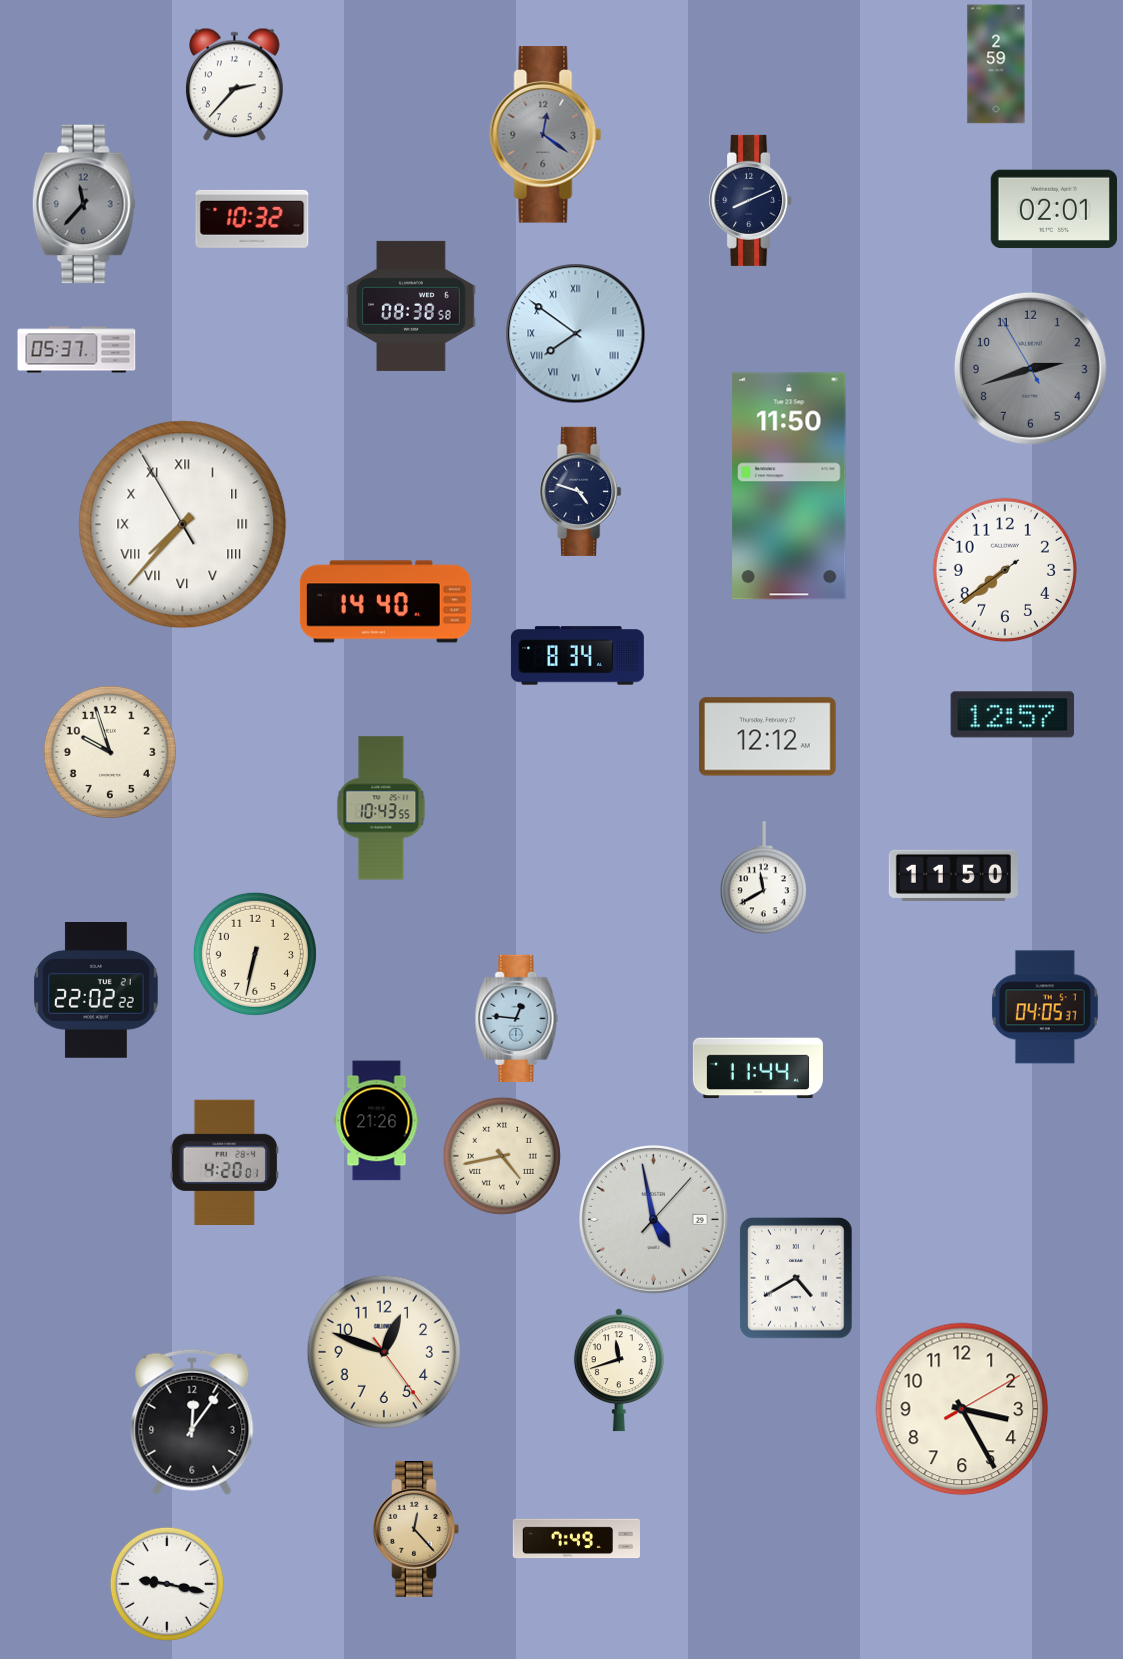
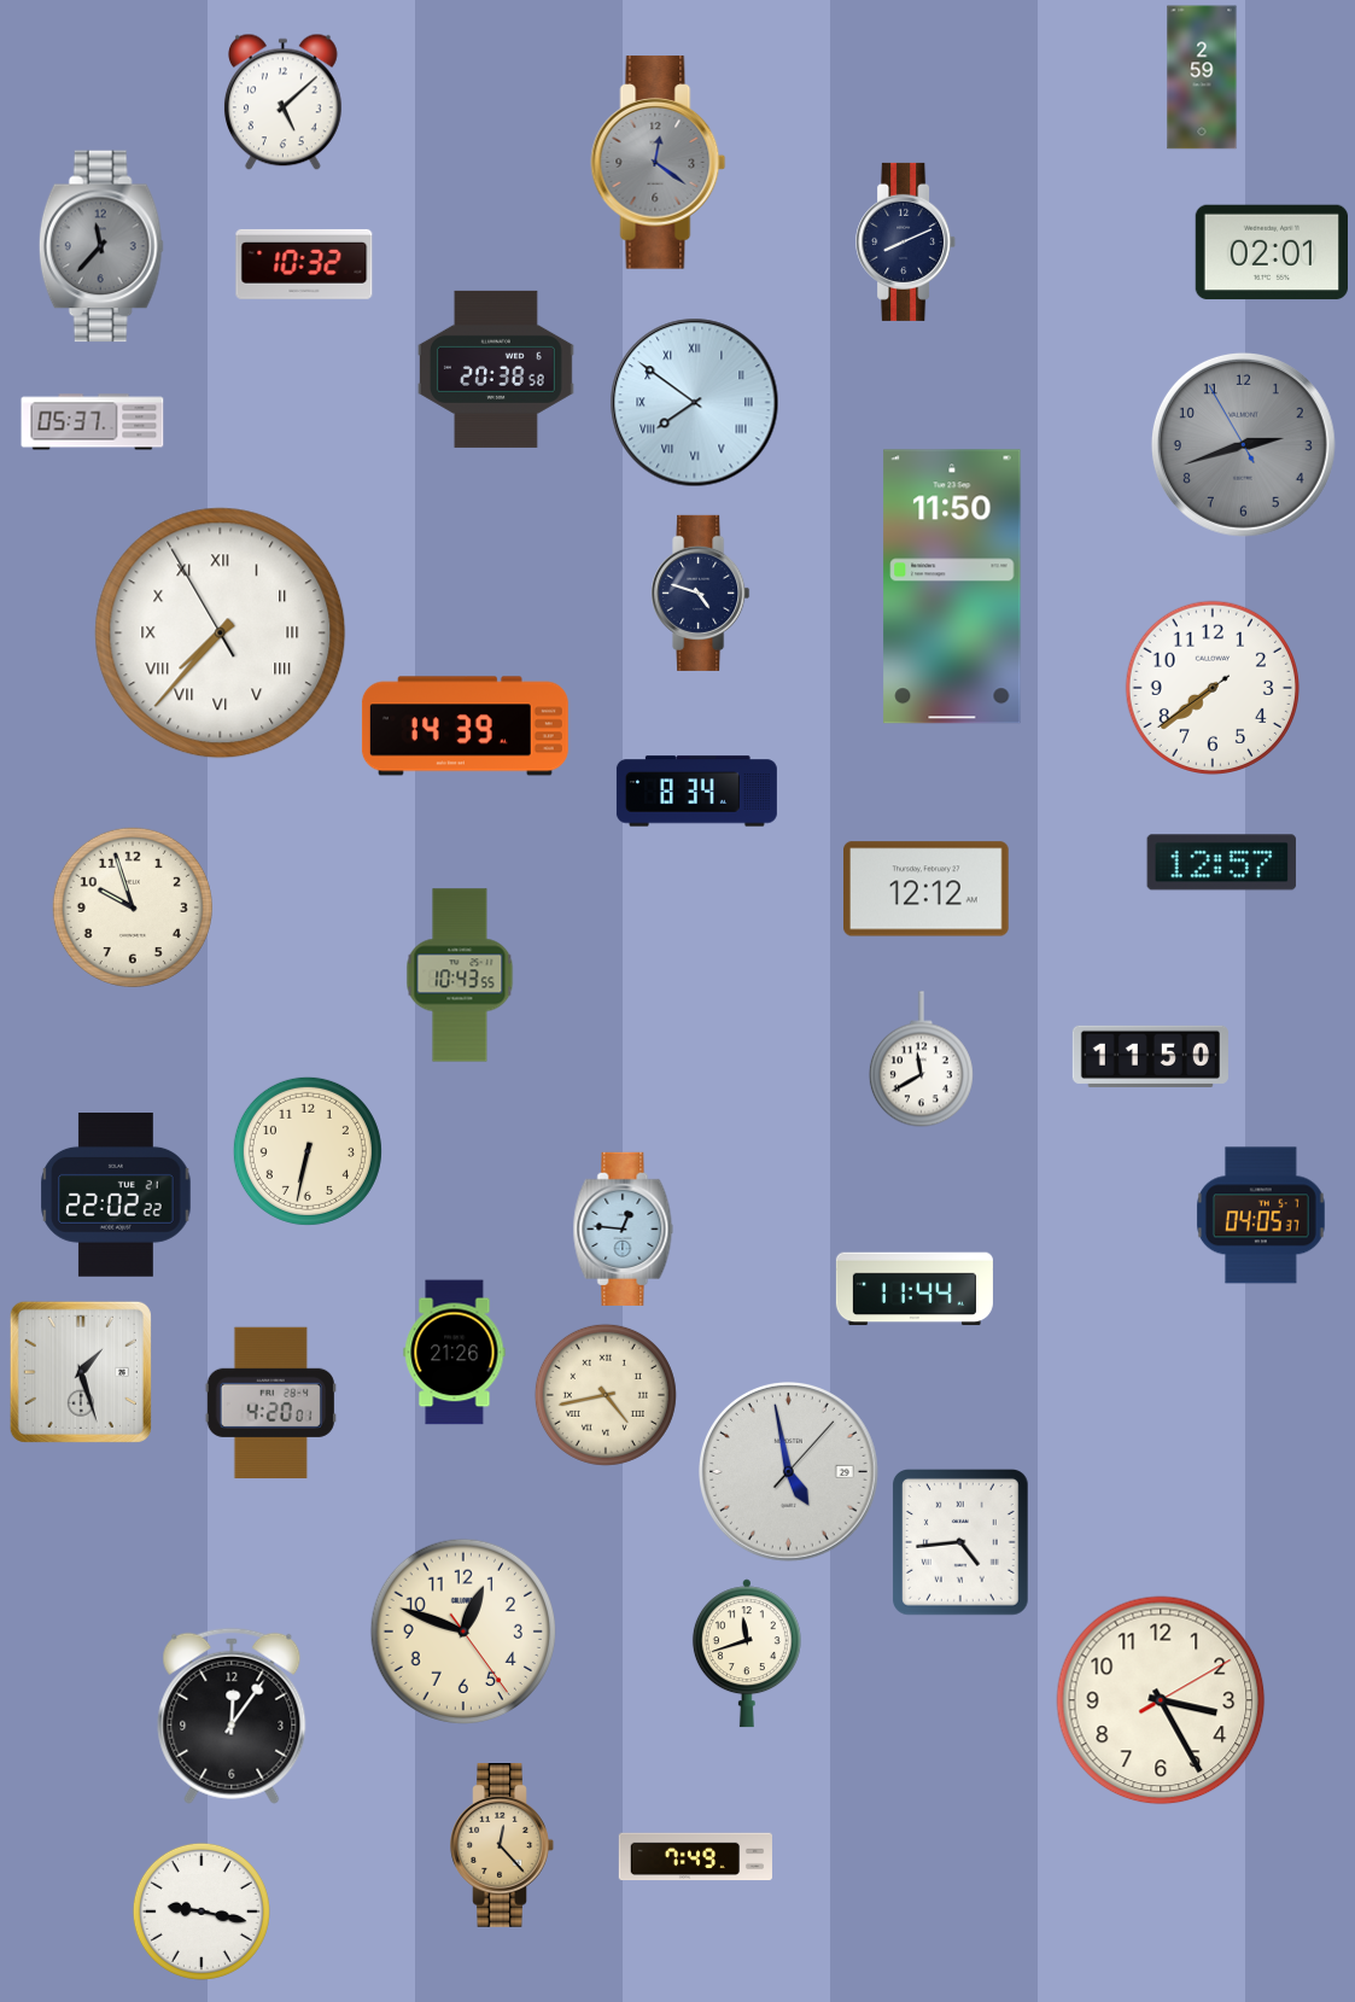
clock at (234, 85): 2:37 -> 5:08
clock at (411, 306): 08:38 -> 20:38
clock at (385, 602): 14:40 -> 14:39
clock at (81, 1372): none -> 1:27
clock at (797, 1279): 4:40 -> 4:44
